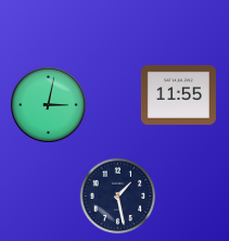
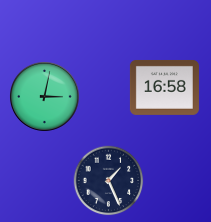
clock at (178, 94): 11:55 -> 16:58
clock at (118, 196): 1:28 -> 1:26
